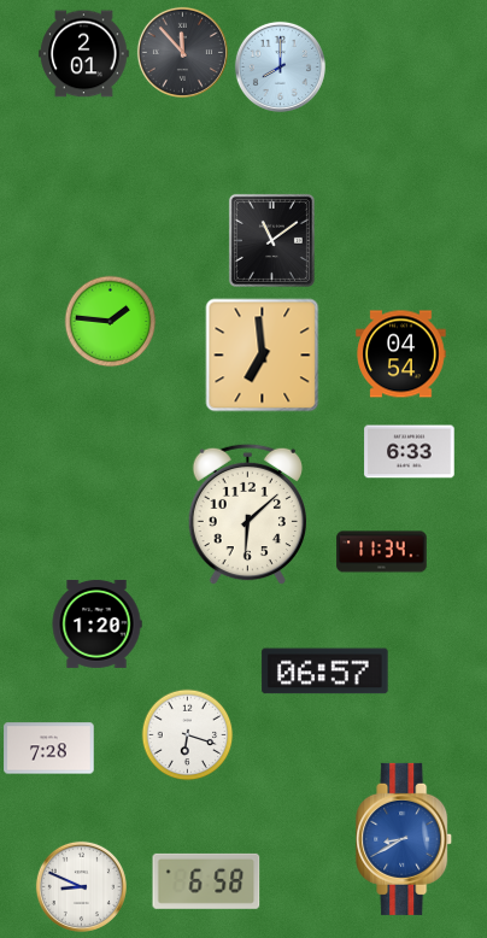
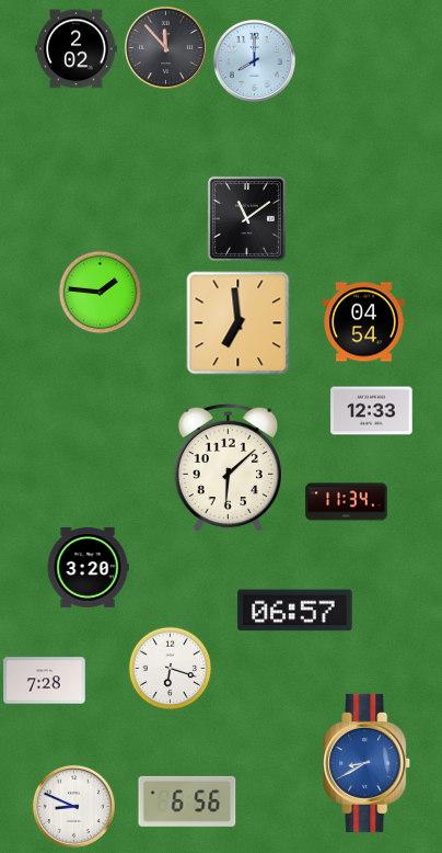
clock at (84, 54): 2:01 -> 2:02
clock at (410, 452): 6:33 -> 12:33
clock at (247, 515) position: (247, 515) -> (228, 468)
clock at (96, 623): 1:20 -> 3:20
clock at (206, 881): 6:58 -> 6:56
